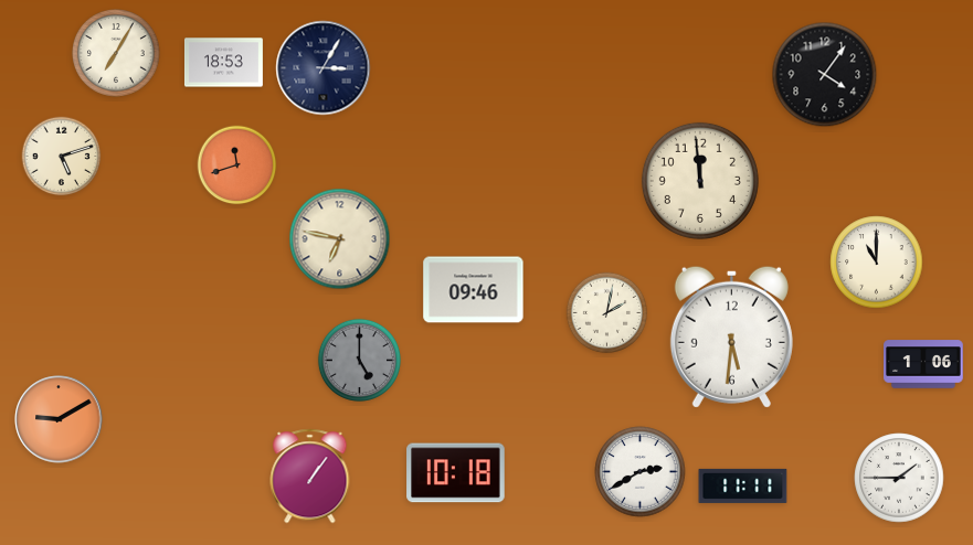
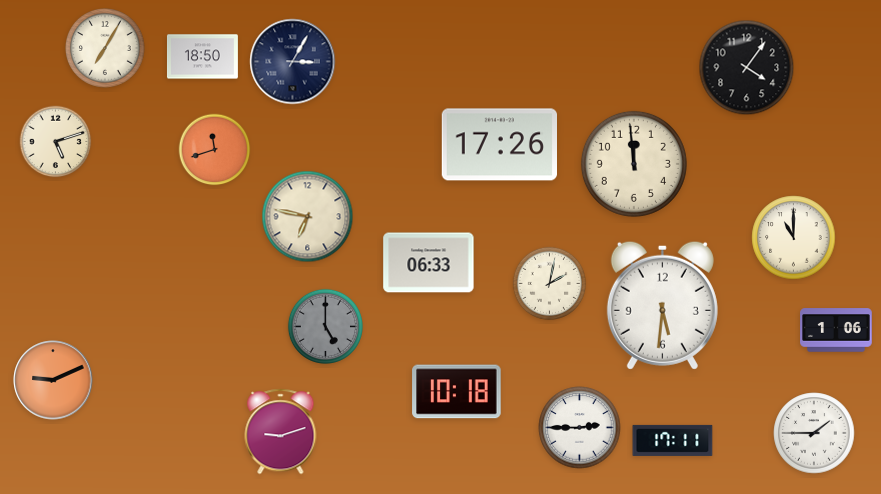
clock at (223, 63): 18:53 -> 18:50
clock at (499, 145): none -> 17:26
clock at (474, 290): 09:46 -> 06:33
clock at (59, 419): 9:10 -> 9:11
clock at (641, 472): 2:40 -> 2:45
clock at (456, 473) position: (456, 473) -> (457, 392)
clock at (310, 477): 1:06 -> 9:12
clock at (743, 485): 11:11 -> 17:11
